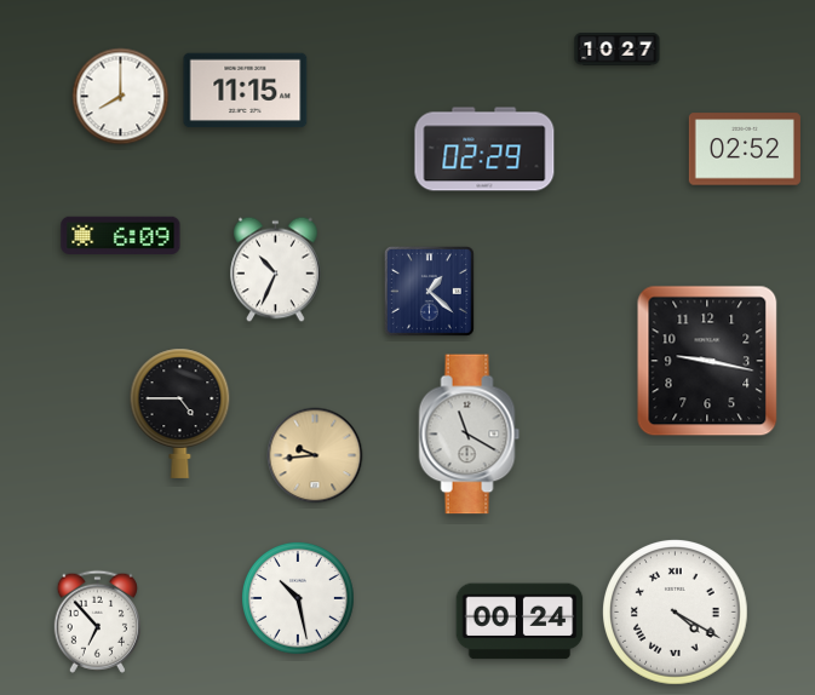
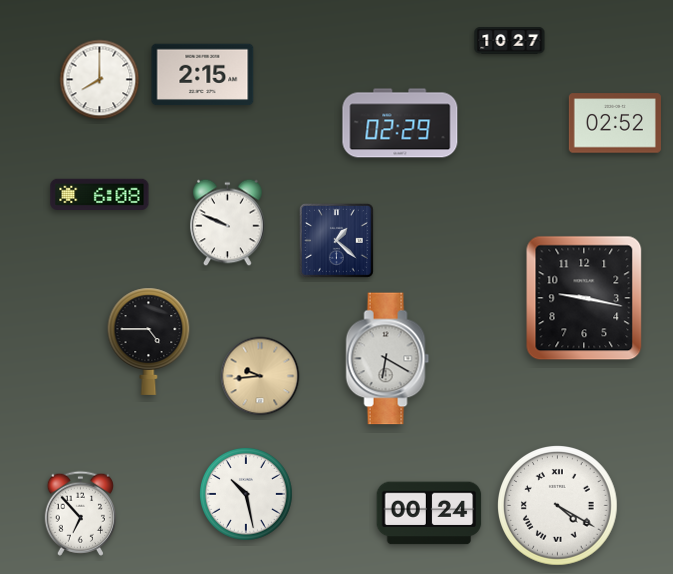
clock at (246, 91): 11:15 -> 2:15
clock at (121, 235): 6:09 -> 6:08
clock at (276, 270): 10:34 -> 9:49
clock at (429, 291) position: (429, 291) -> (336, 240)
clock at (470, 435): 11:20 -> 6:20
